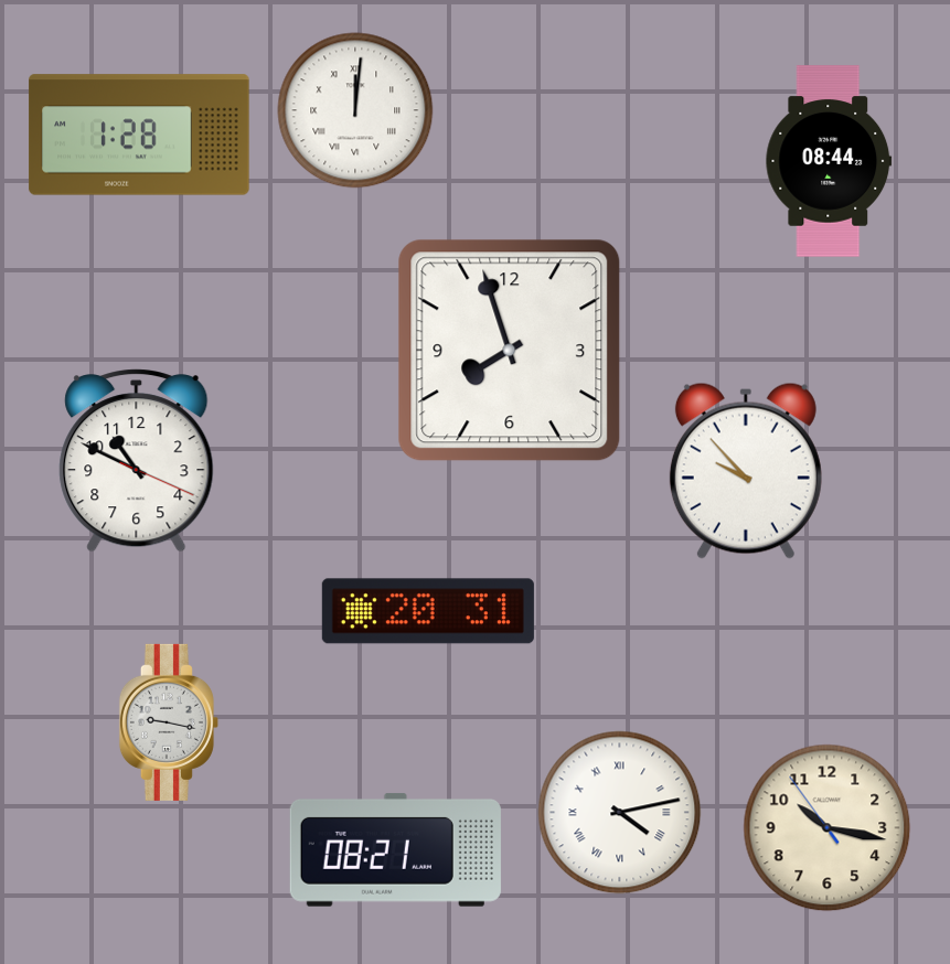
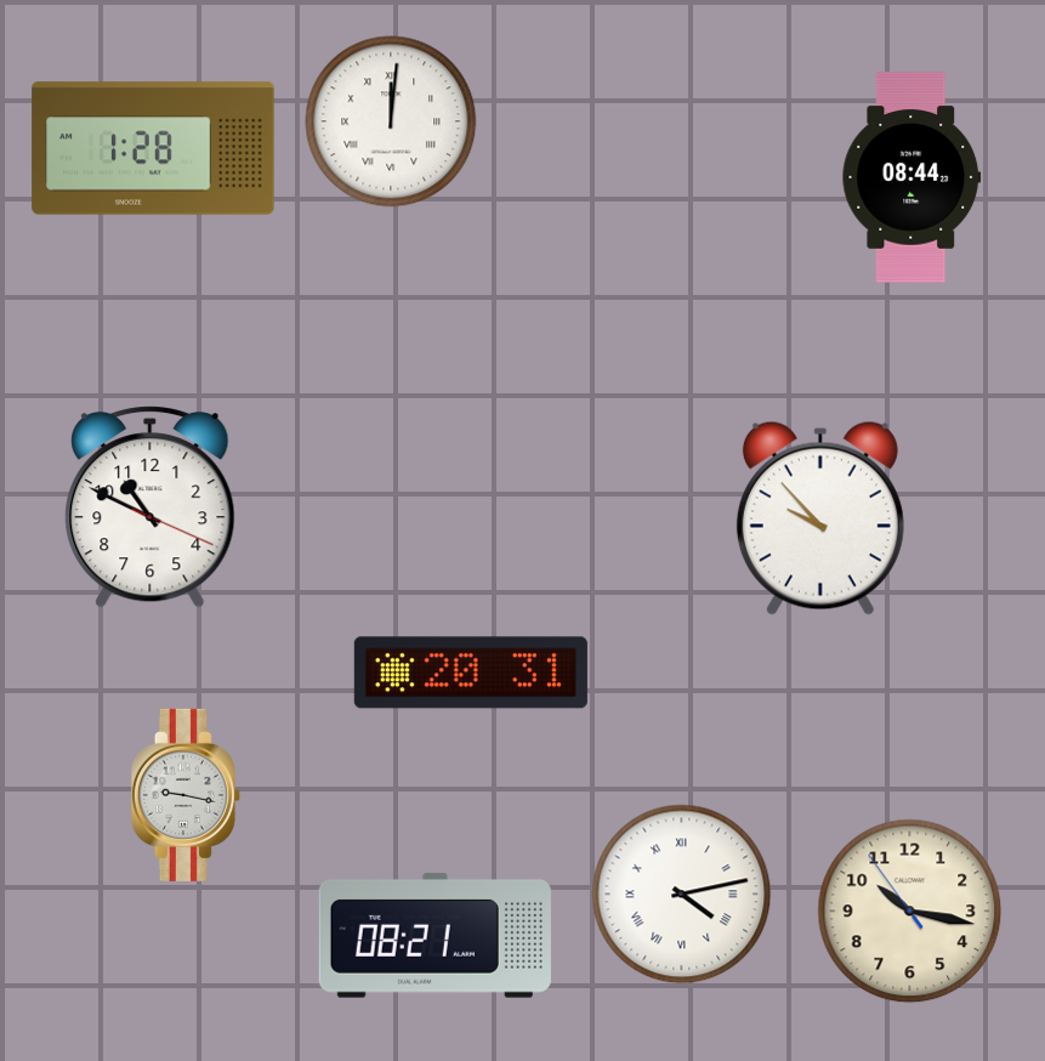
clock at (510, 351): 7:57 -> none
